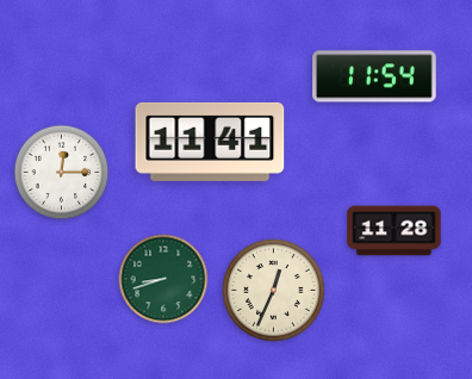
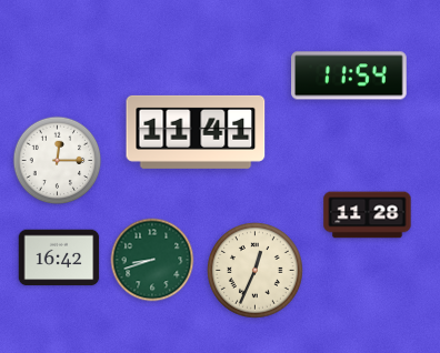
clock at (374, 76) position: (374, 76) -> (349, 75)
clock at (59, 258): none -> 16:42
